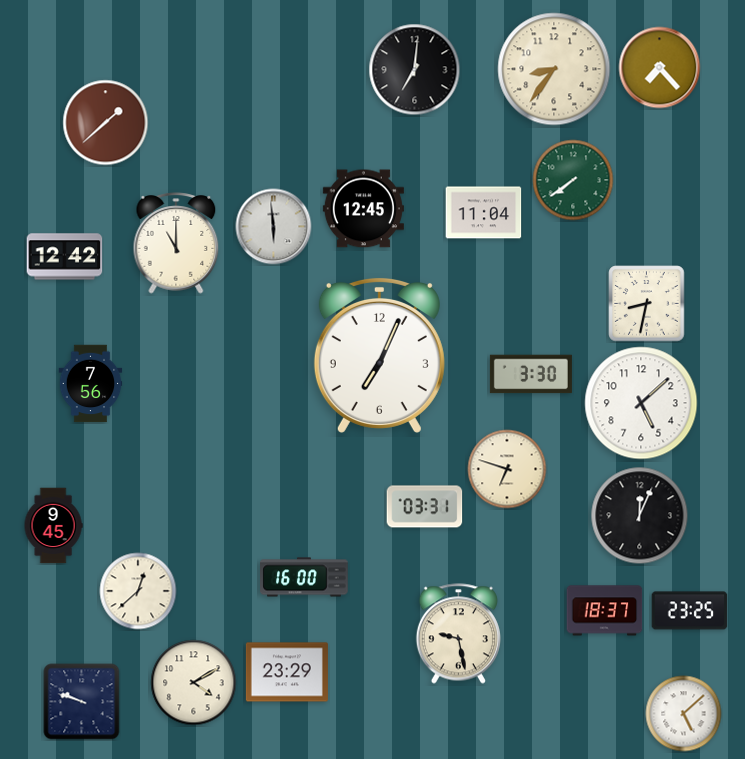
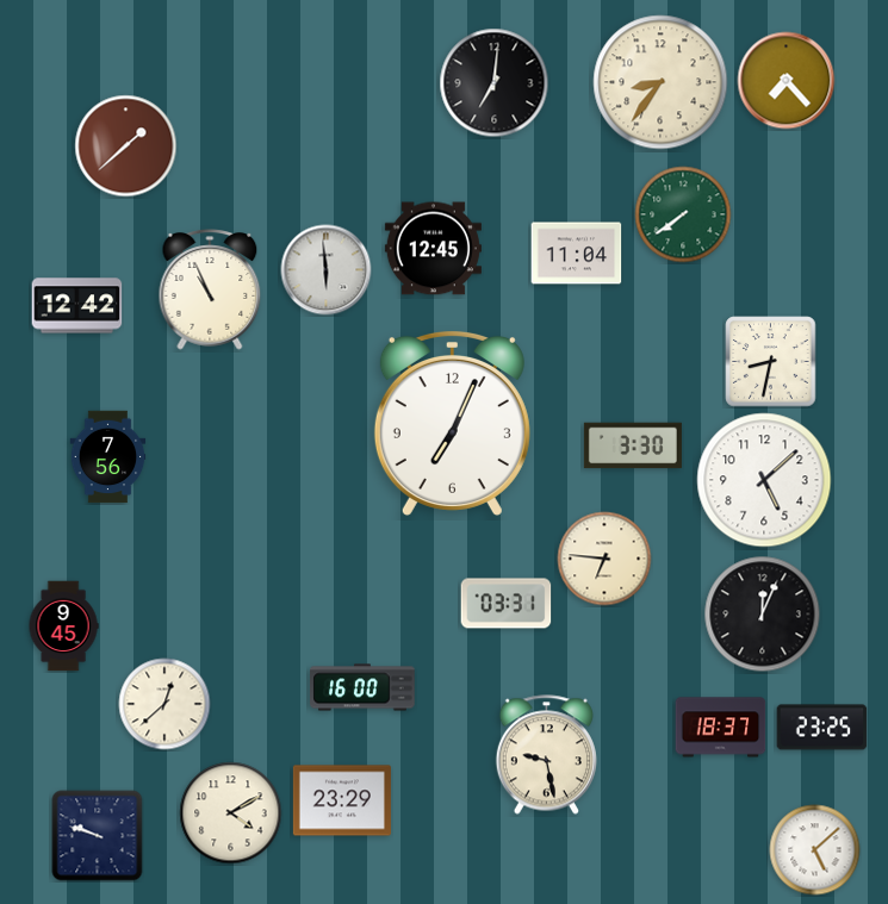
clock at (176, 243): 11:00 -> 10:56
clock at (507, 469): 6:48 -> 6:46
